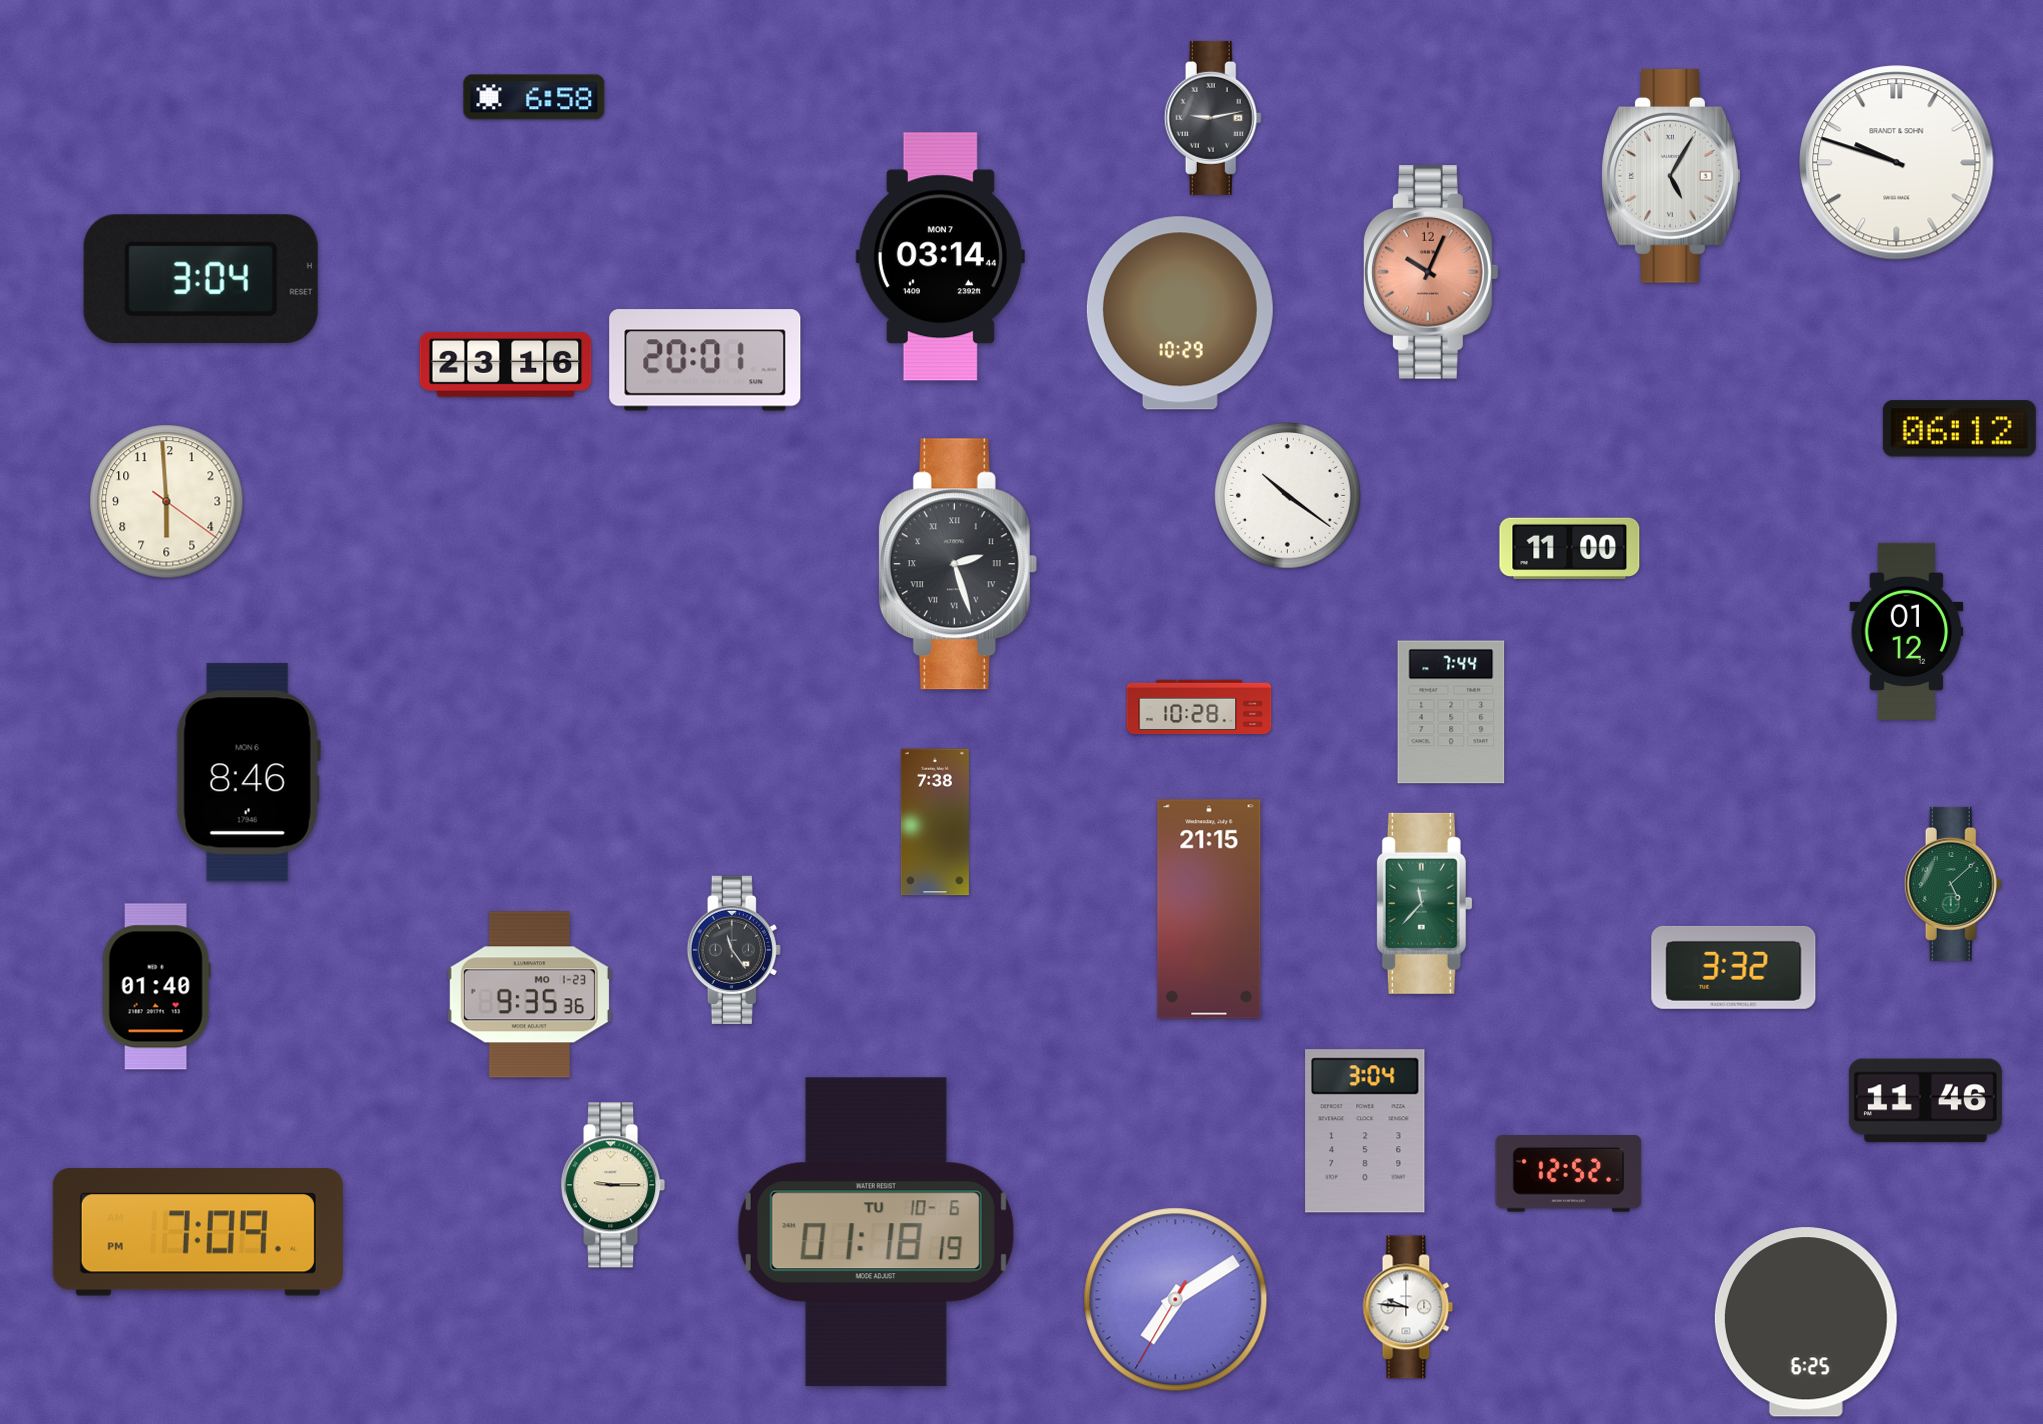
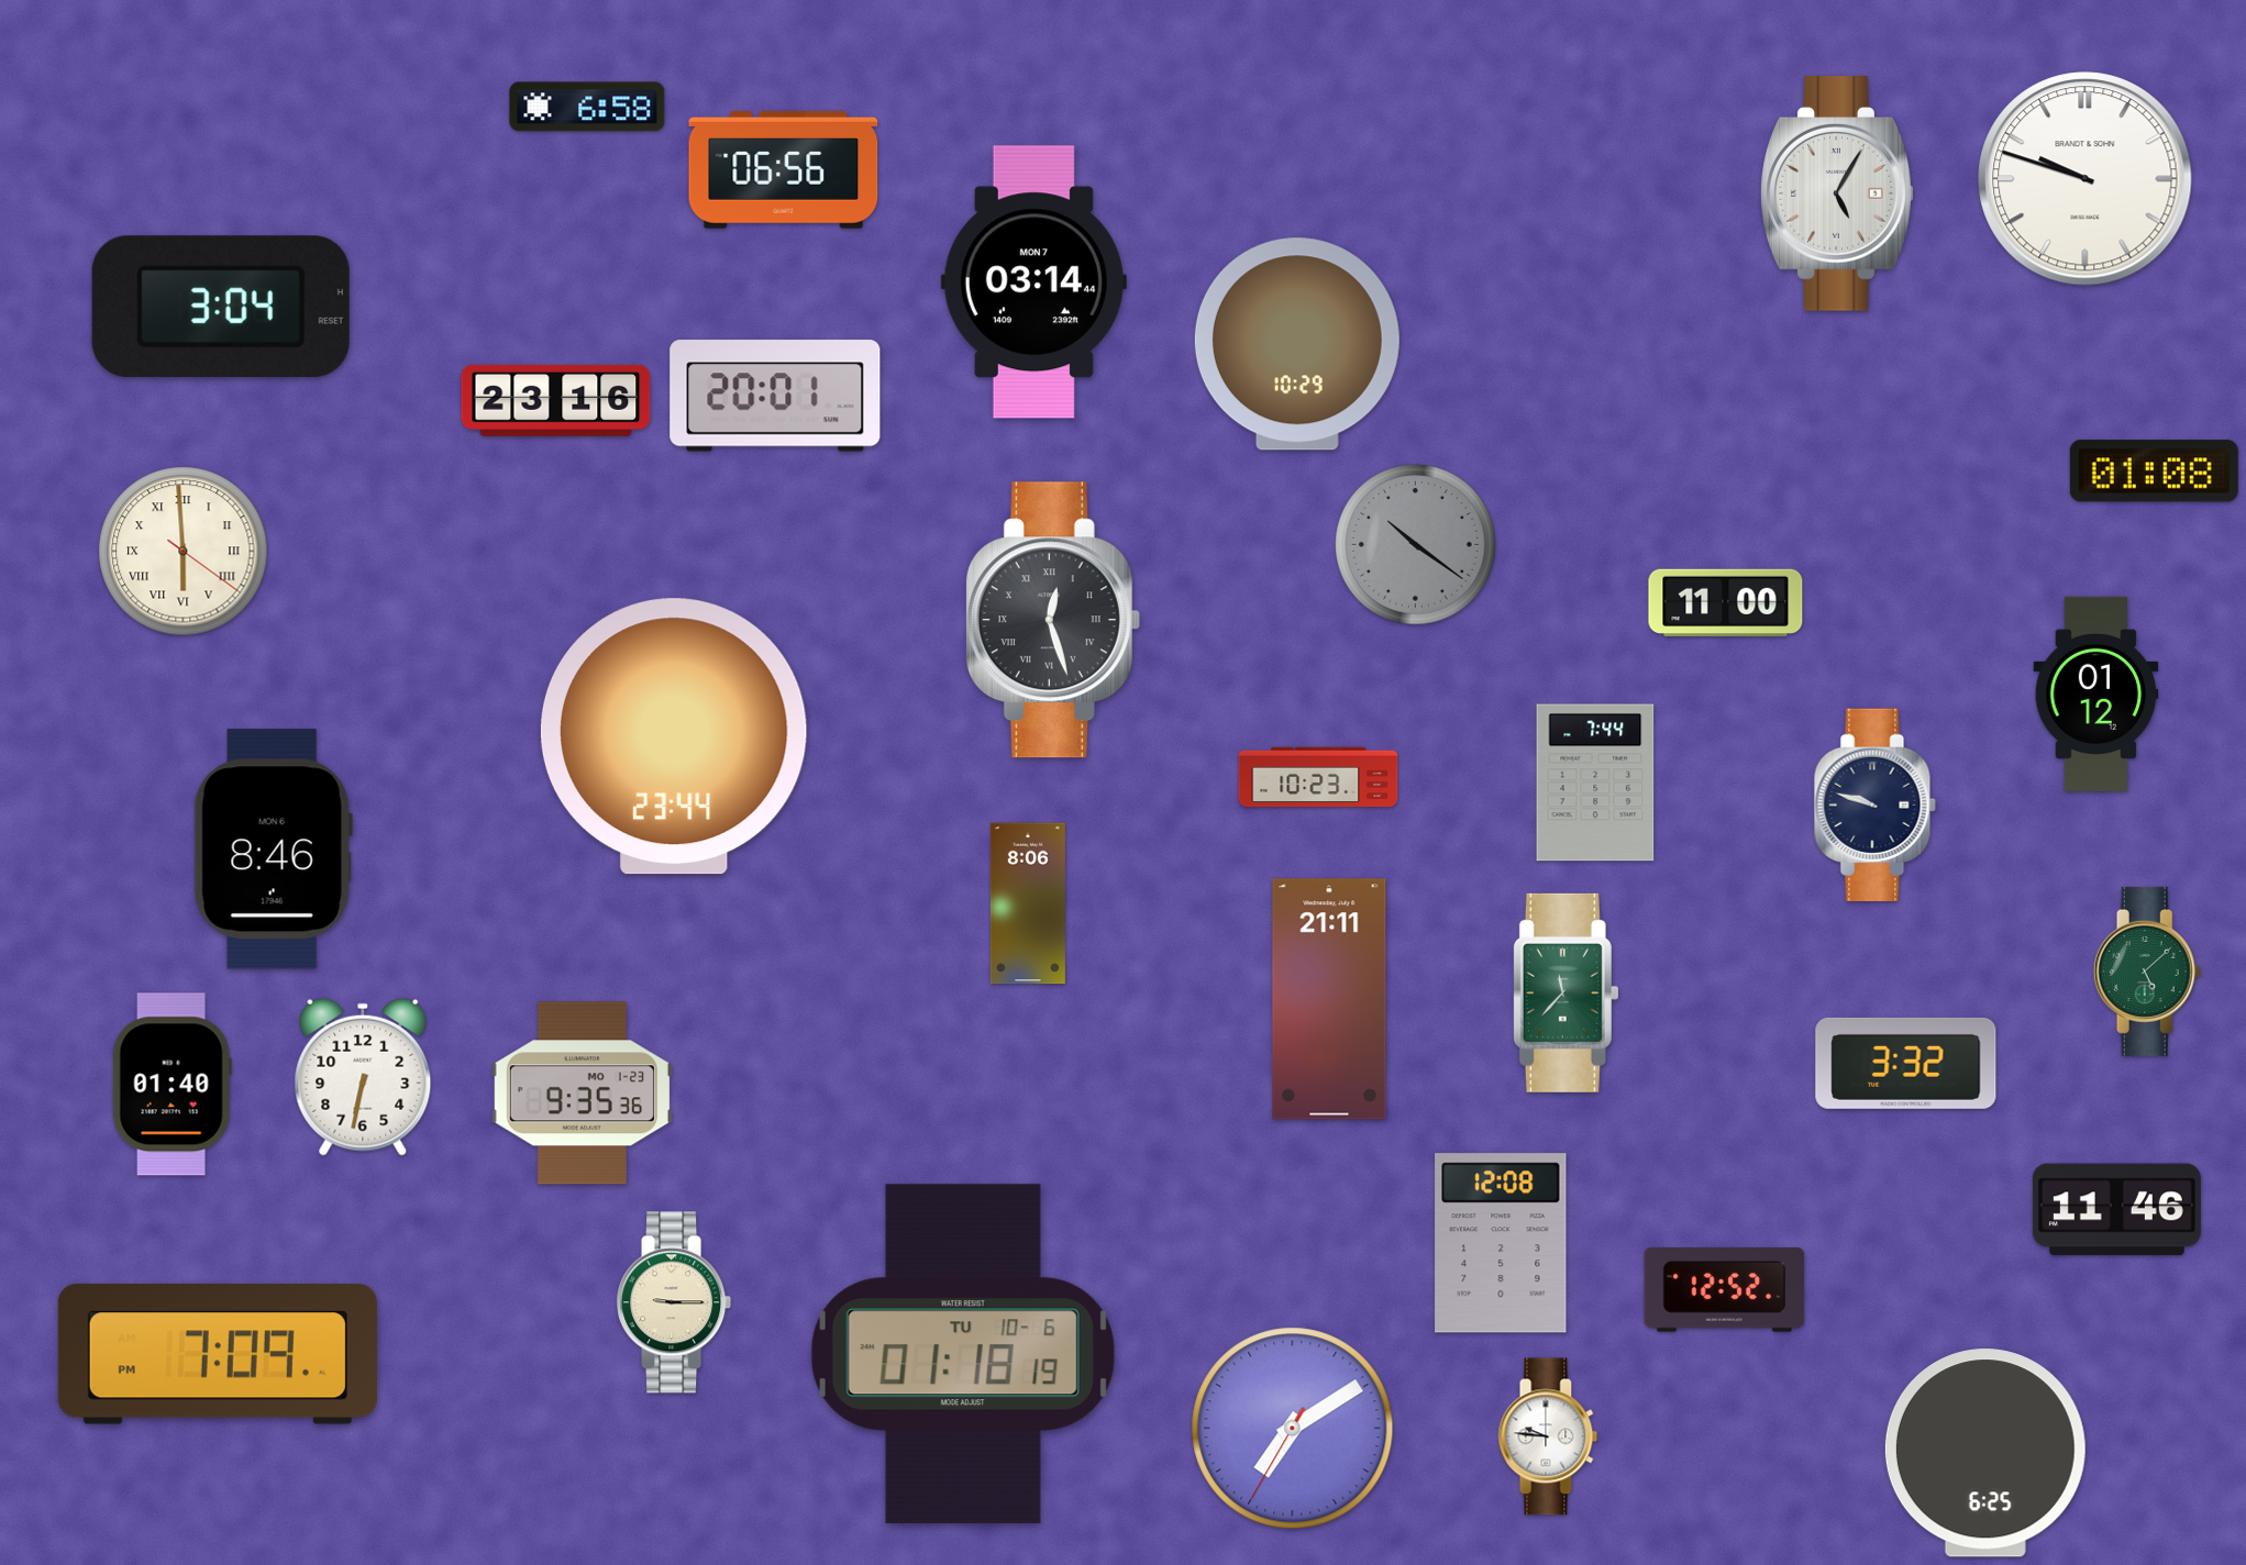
clock at (1213, 118): 9:13 -> none
clock at (784, 170): none -> 06:56
clock at (1432, 273): 10:04 -> none
clock at (1959, 429): 06:12 -> 01:08
clock at (1288, 496) dial: white -> grey
clock at (167, 502) numerals: Arabic -> Roman
clock at (958, 564): 2:27 -> 12:27
clock at (674, 736): none -> 23:44
clock at (1199, 707): 10:28 -> 10:23
clock at (1874, 804): none -> 9:48
clock at (935, 822): 7:38 -> 8:06
clock at (1209, 909): 21:15 -> 21:11
clock at (734, 949): 11:24 -> none
clock at (363, 1077): none -> 6:32
clock at (1365, 1131): 3:04 -> 12:08
